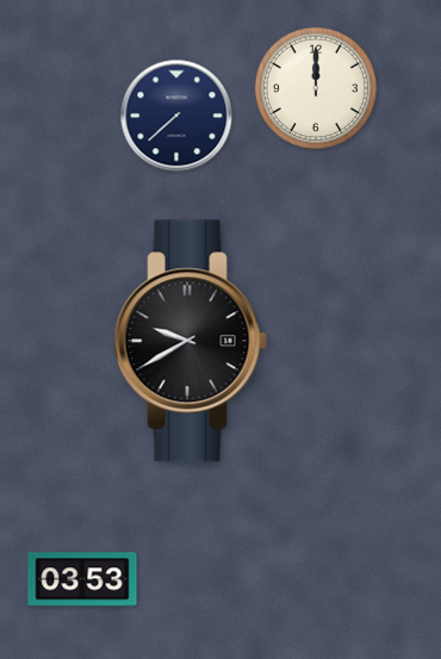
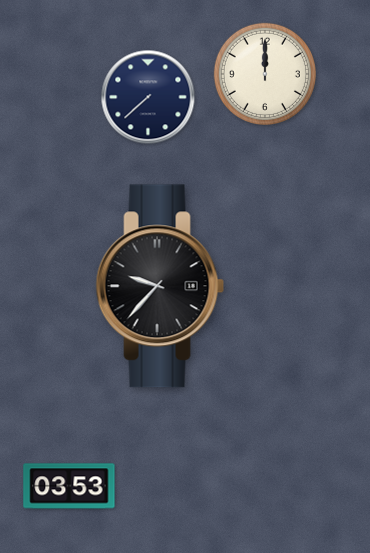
clock at (191, 341): 9:40 -> 9:37
